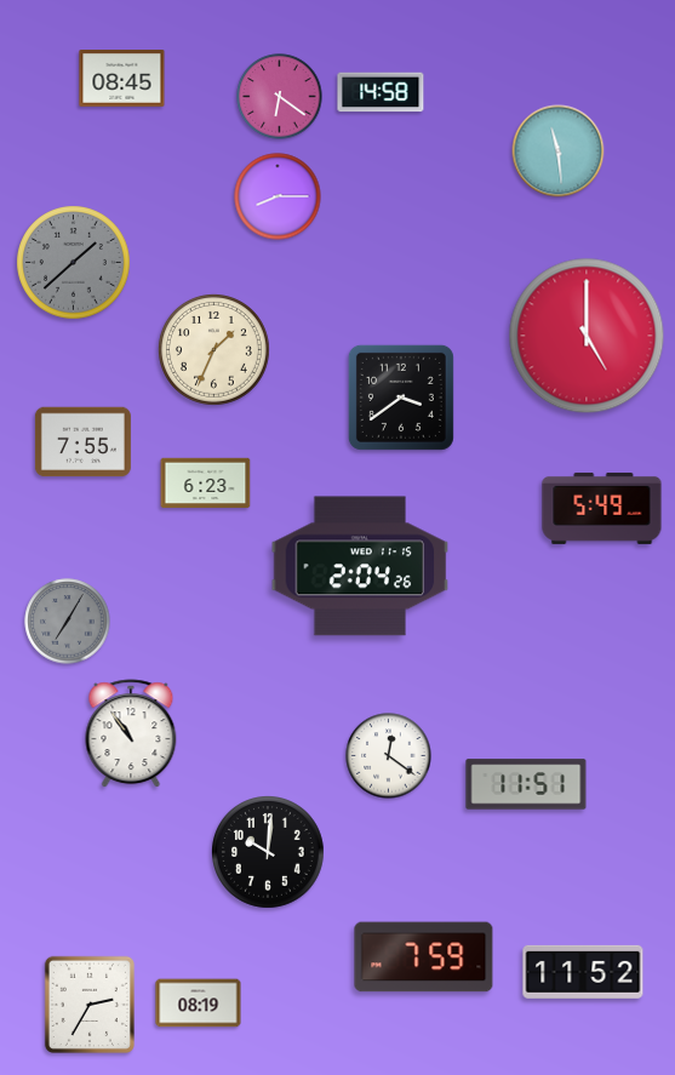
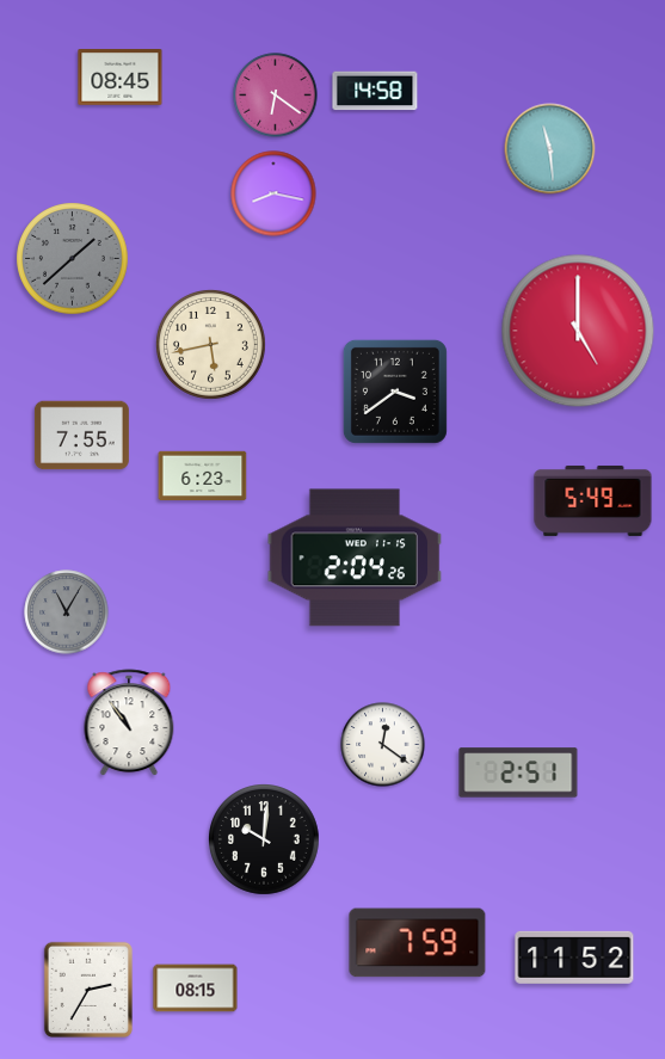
clock at (278, 196): 8:15 -> 8:17
clock at (213, 349): 1:34 -> 5:43
clock at (68, 622): 7:05 -> 11:05
clock at (526, 784): 11:51 -> 2:51
clock at (199, 1003): 08:19 -> 08:15
